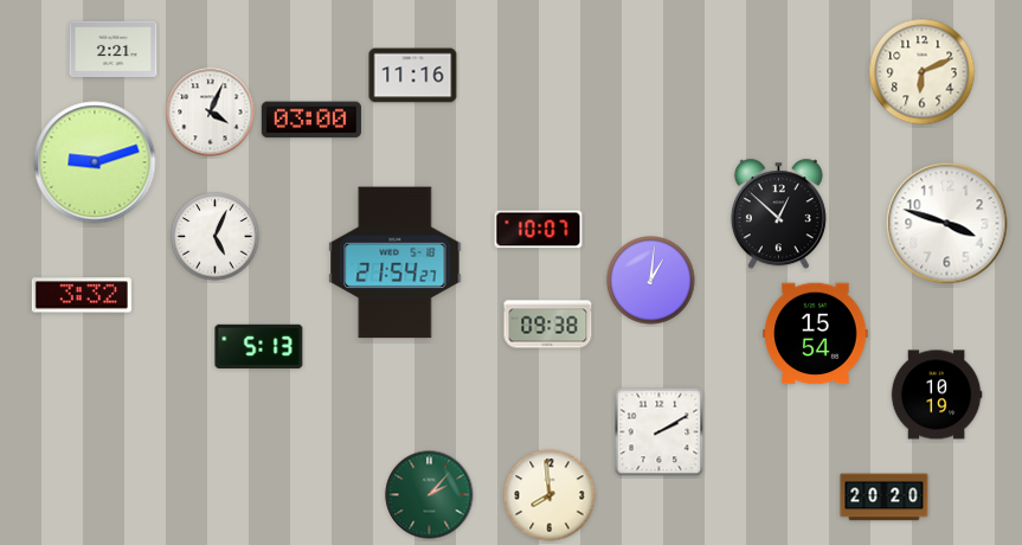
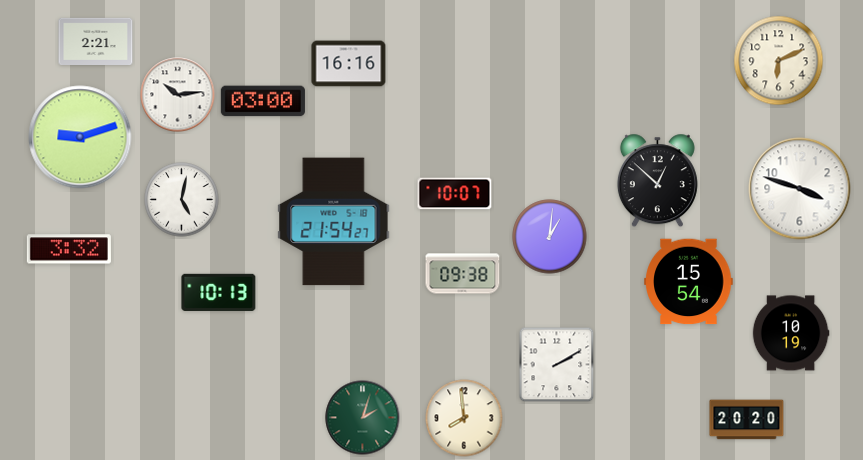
clock at (413, 76): 11:16 -> 16:16
clock at (211, 113): 4:04 -> 10:14
clock at (216, 237): 5:04 -> 5:02
clock at (259, 346): 5:13 -> 10:13
clock at (430, 495): 2:07 -> 2:03
